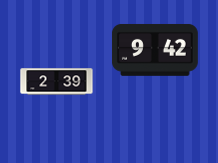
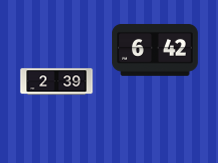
clock at (155, 50): 9:42 -> 6:42
